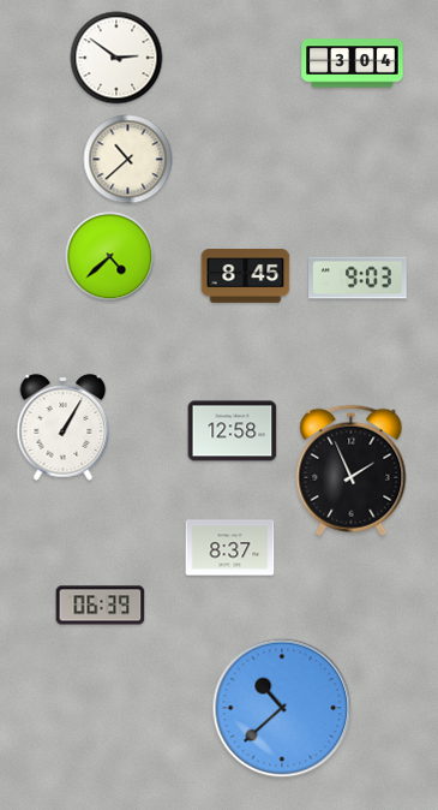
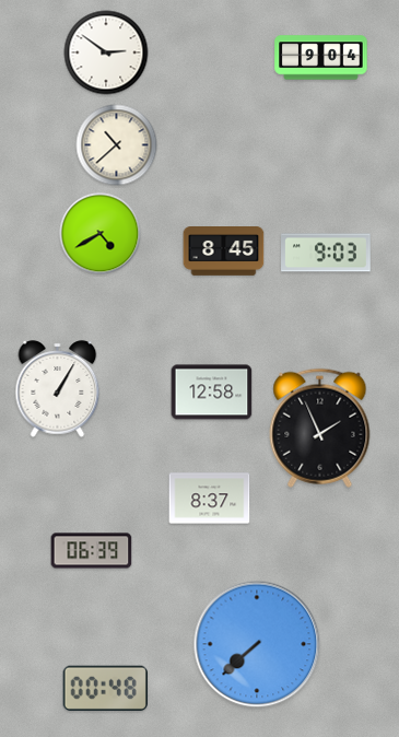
clock at (353, 64): 3:04 -> 9:04
clock at (110, 257): 4:38 -> 4:40
clock at (282, 708): 10:38 -> 7:38
clock at (105, 688): none -> 00:48
